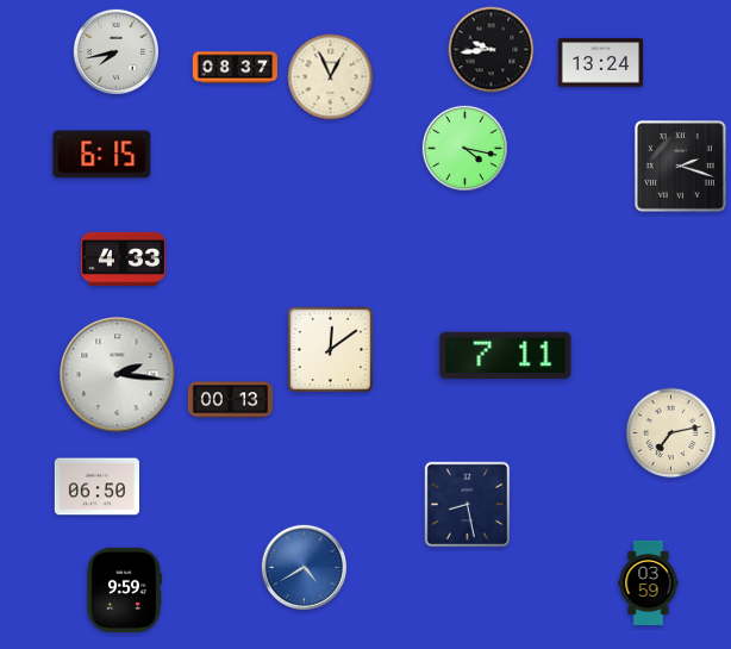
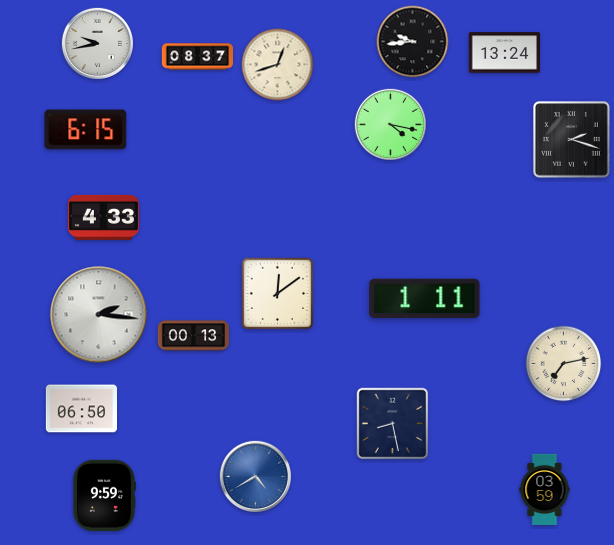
clock at (115, 51): 7:43 -> 9:43
clock at (331, 77): 12:56 -> 12:42
clock at (506, 356): 7:11 -> 1:11
